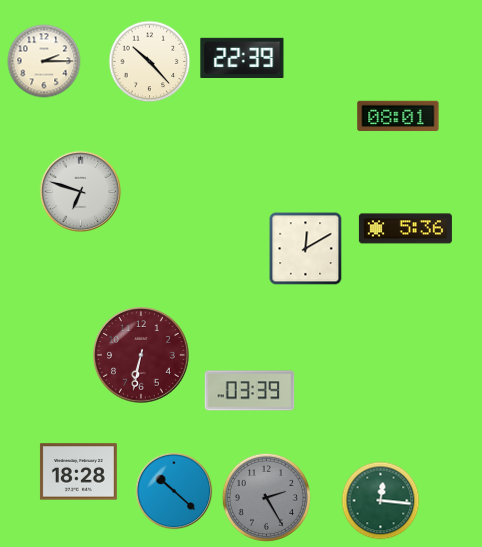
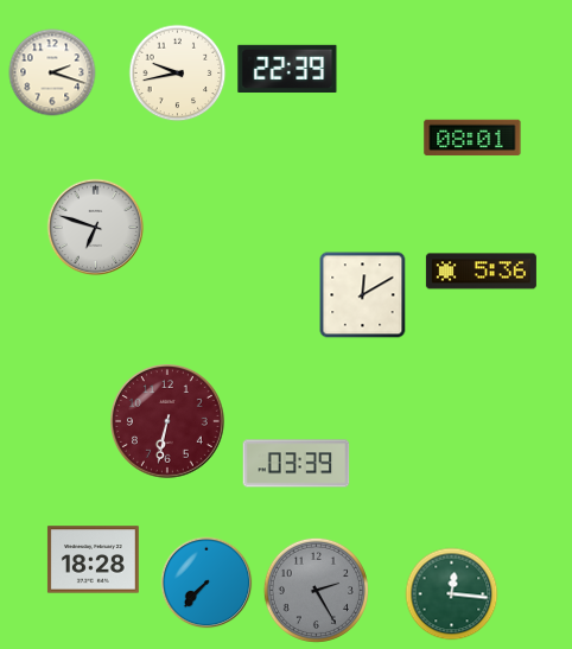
clock at (44, 61): 2:15 -> 2:18
clock at (150, 62): 10:23 -> 9:43
clock at (174, 491): 10:22 -> 7:37
